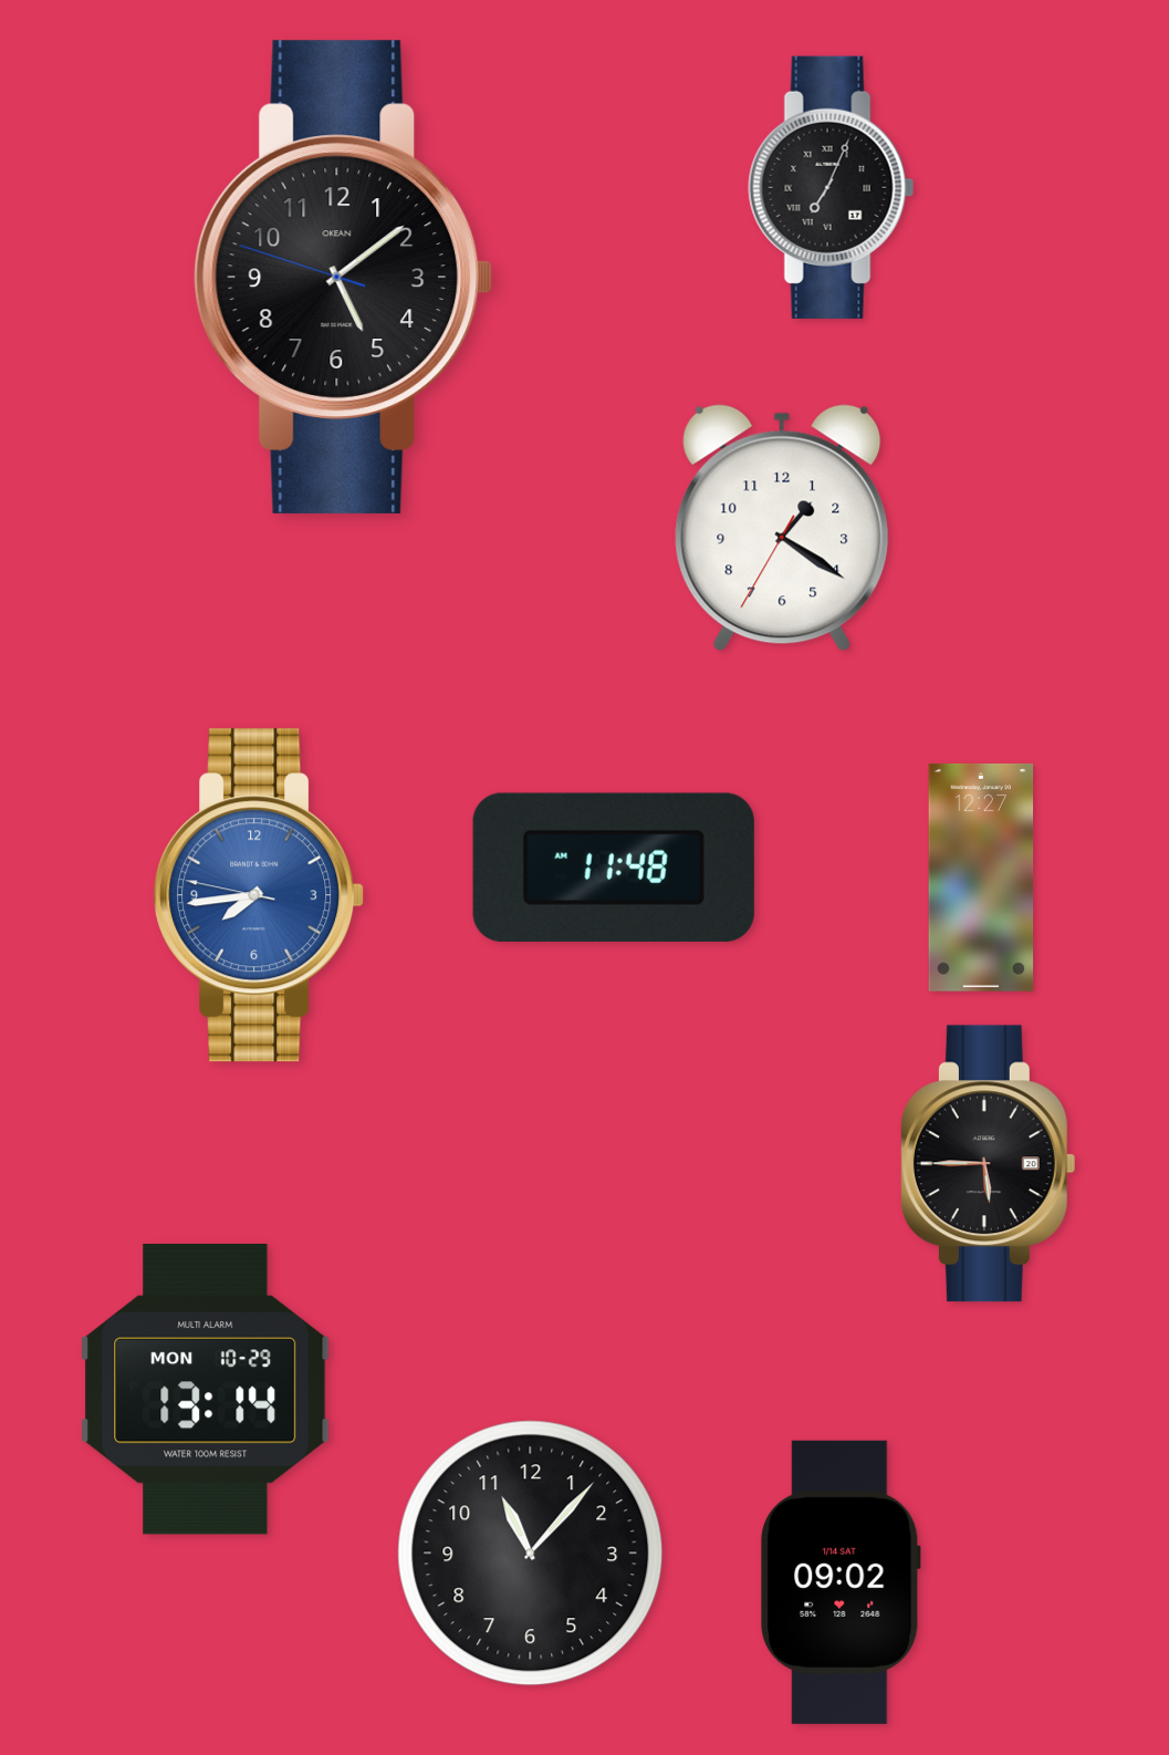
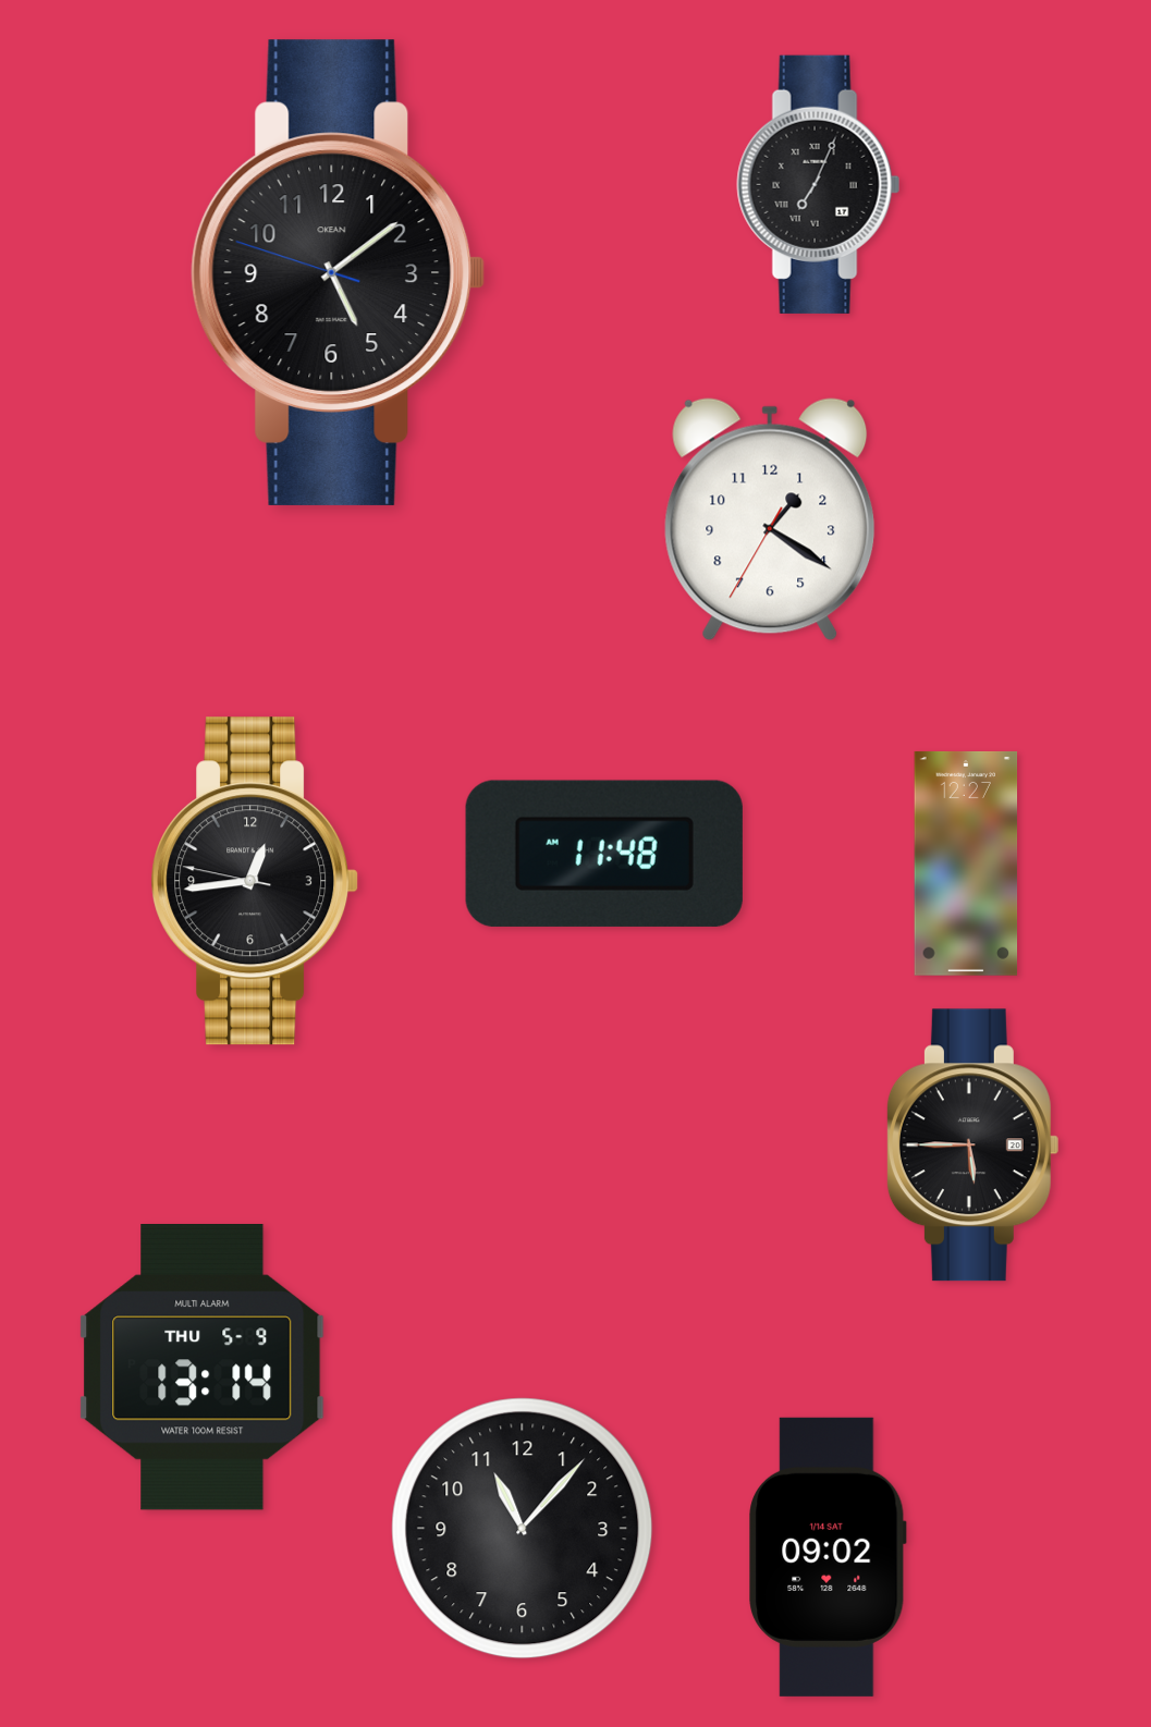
clock at (259, 895): 7:43 -> 12:43
clock at (259, 895) dial: blue -> black
clock at (206, 1390) date: MON 10-29 -> THU 5-9
